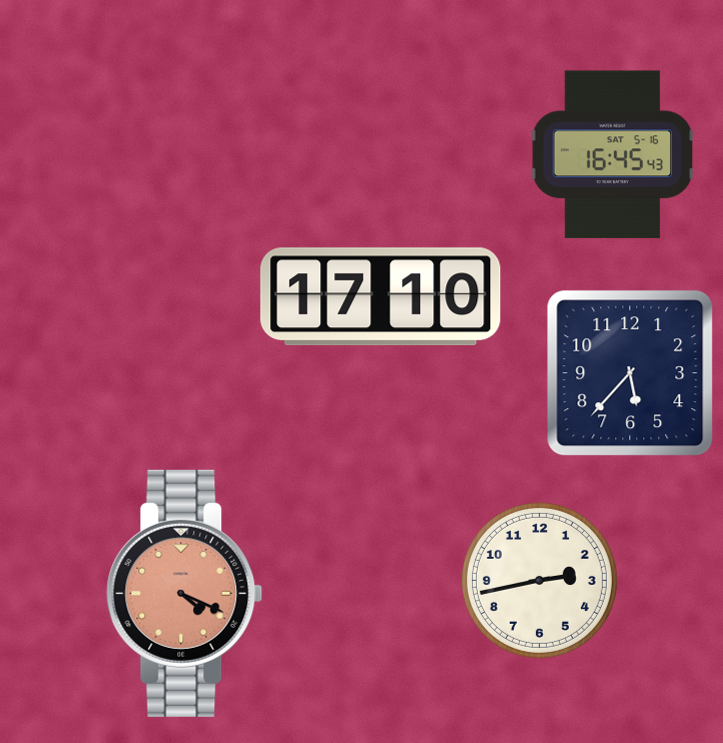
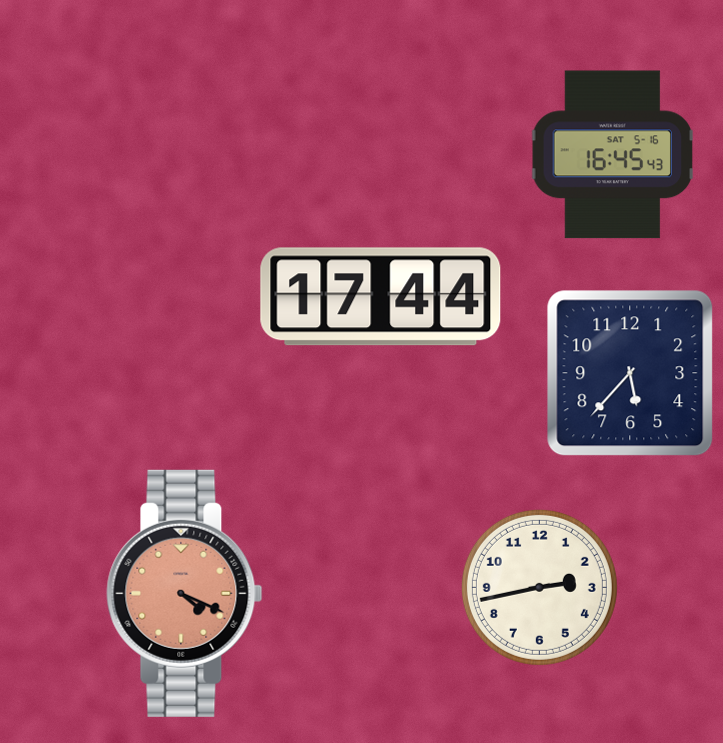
clock at (381, 297): 17:10 -> 17:44
clock at (539, 580) position: (539, 580) -> (539, 587)
